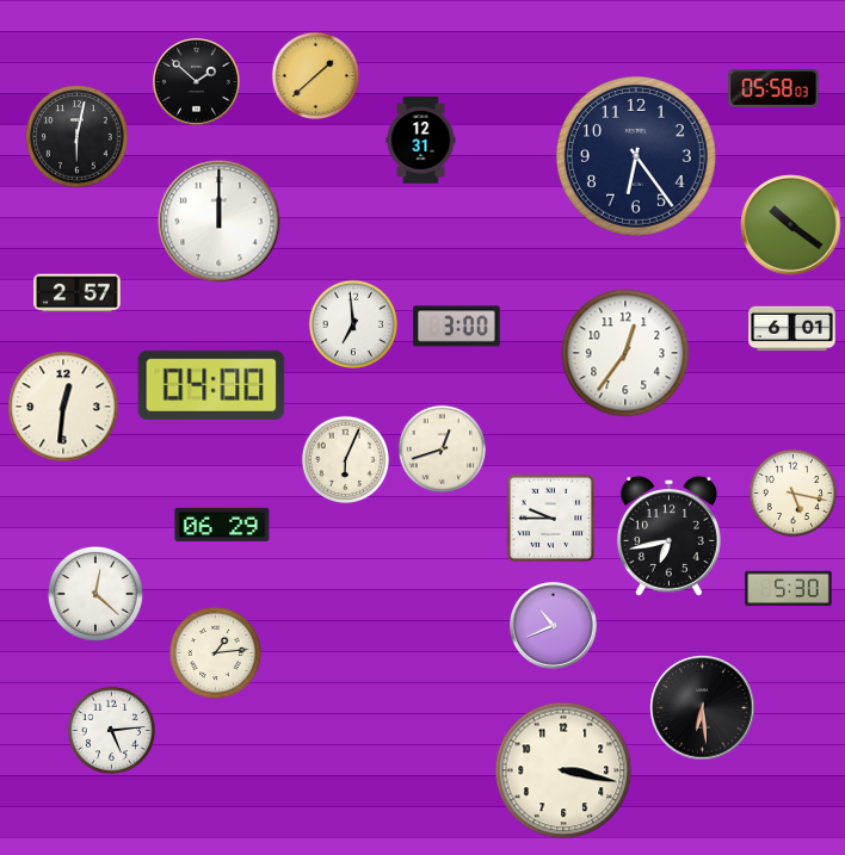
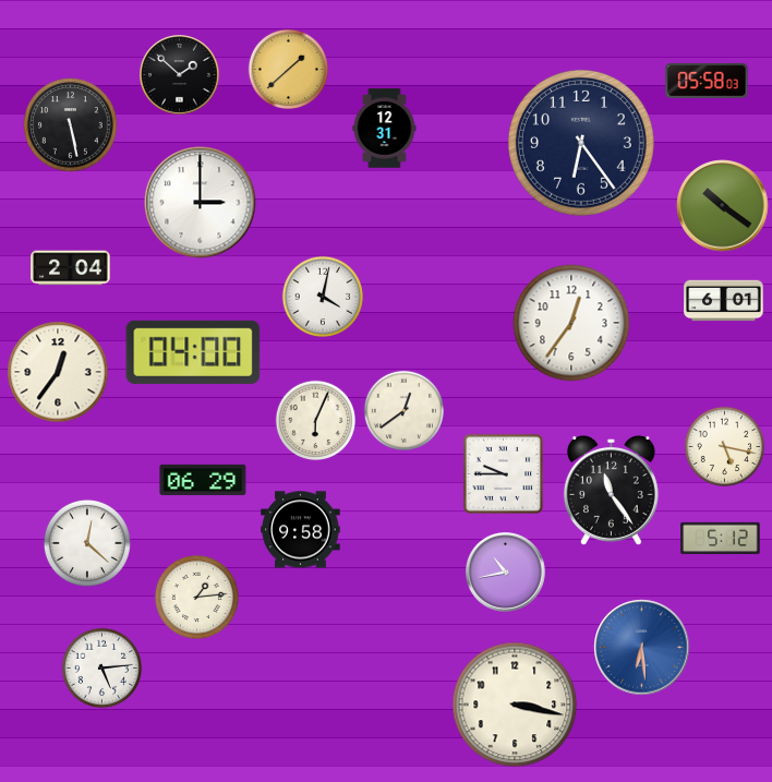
clock at (78, 137): 6:02 -> 5:28
clock at (220, 222): 12:00 -> 3:00
clock at (78, 293): 2:57 -> 2:04
clock at (352, 323): 6:59 -> 4:02
clock at (457, 327): 3:00 -> none
clock at (63, 407): 12:31 -> 12:36
clock at (442, 448): 12:42 -> 12:39
clock at (792, 492) position: (792, 492) -> (724, 446)
clock at (668, 535): 6:43 -> 11:24
clock at (301, 530): none -> 9:58
clock at (789, 589): 5:30 -> 5:12
clock at (554, 626): 10:41 -> 10:43
clock at (703, 708) dial: black -> blue
